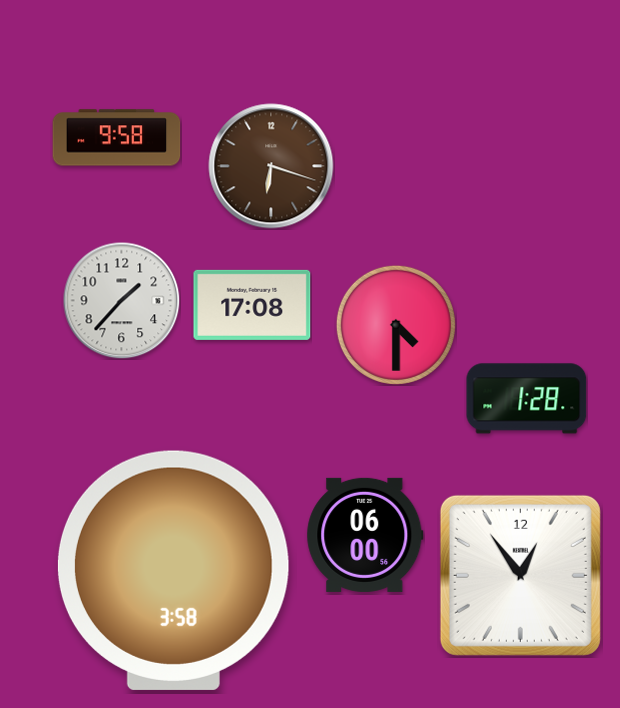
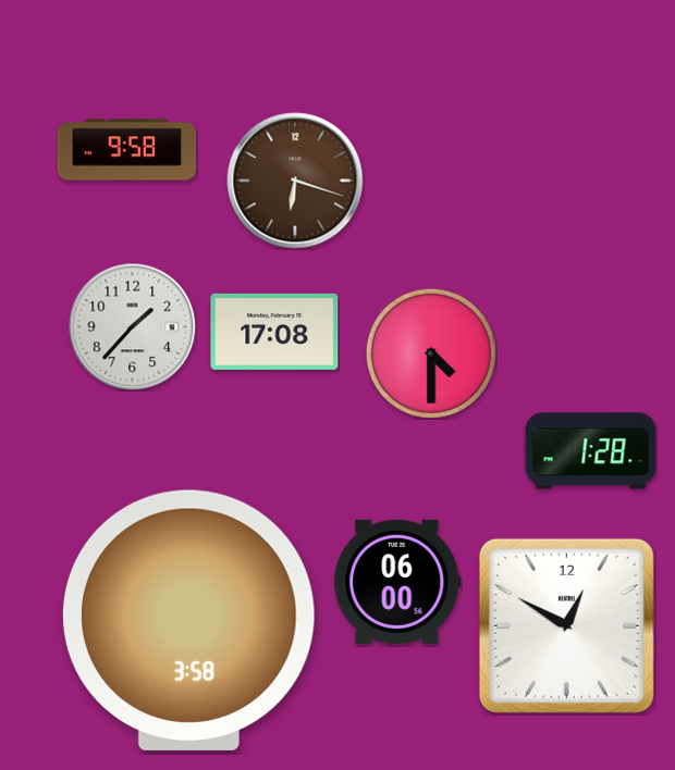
clock at (527, 399) position: (527, 399) -> (591, 451)
clock at (520, 575): 12:54 -> 12:50
